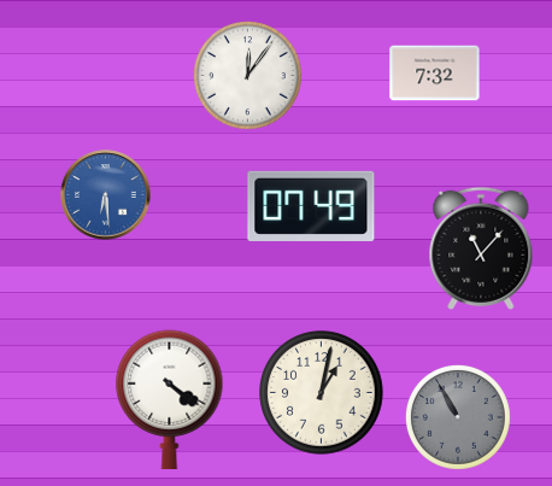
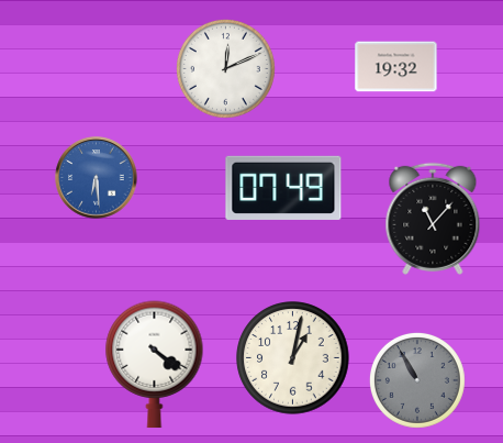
clock at (435, 74): 7:32 -> 19:32
clock at (248, 76): 12:06 -> 12:11
clock at (481, 248) position: (481, 248) -> (433, 219)
